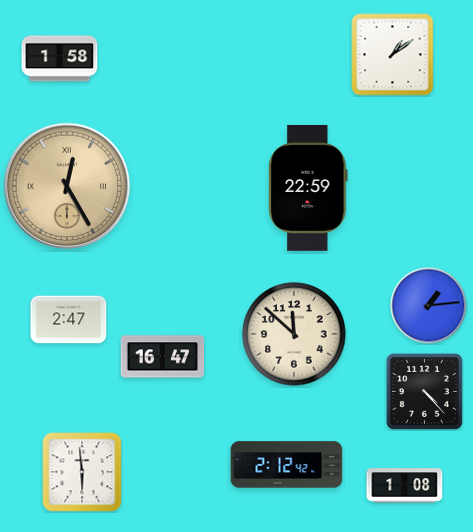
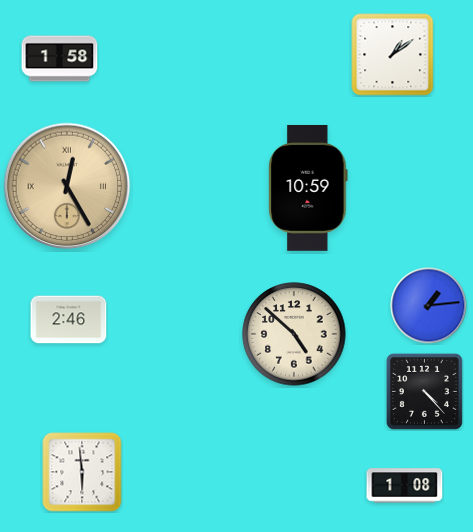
clock at (308, 188): 22:59 -> 10:59
clock at (69, 320): 2:47 -> 2:46
clock at (294, 334): 11:52 -> 4:52
clock at (163, 357): 16:47 -> none
clock at (287, 465): 2:12 -> none
